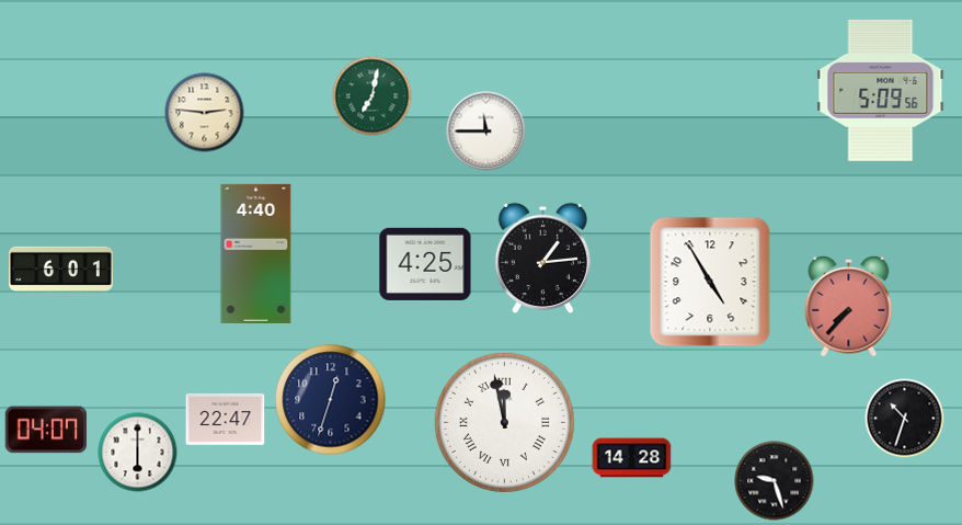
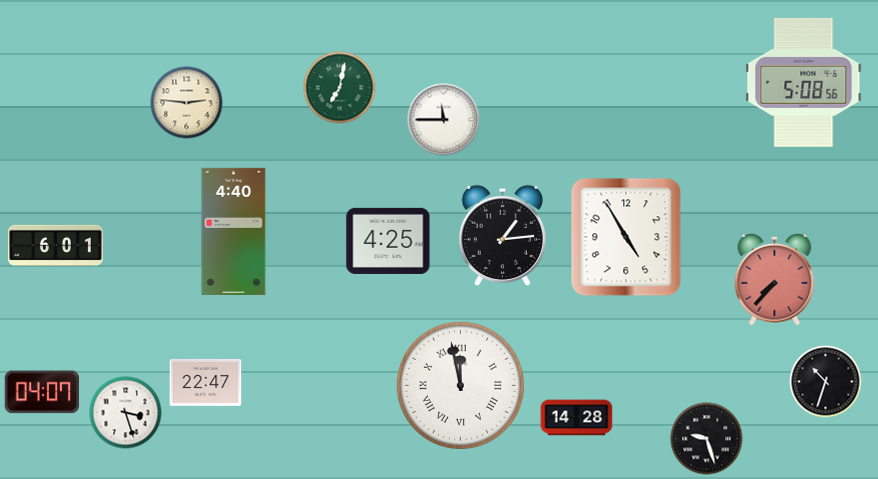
clock at (881, 90): 5:09 -> 5:08
clock at (542, 258) position: (542, 258) -> (502, 235)
clock at (710, 282) position: (710, 282) -> (626, 237)
clock at (331, 400): 12:33 -> none
clock at (138, 453): 6:00 -> 3:27
